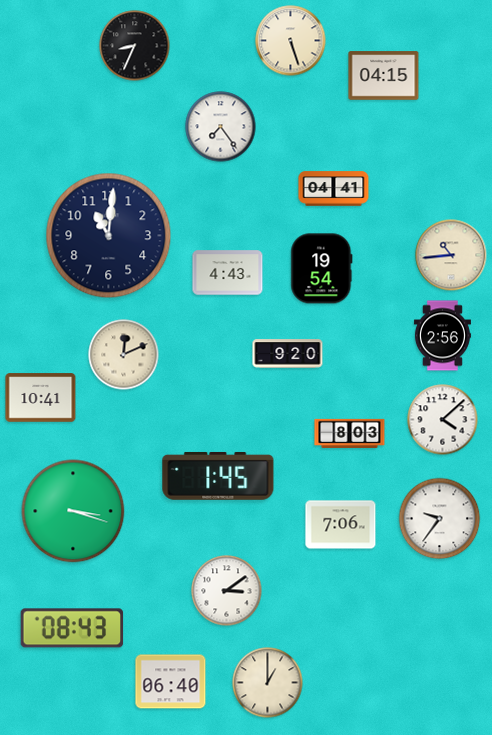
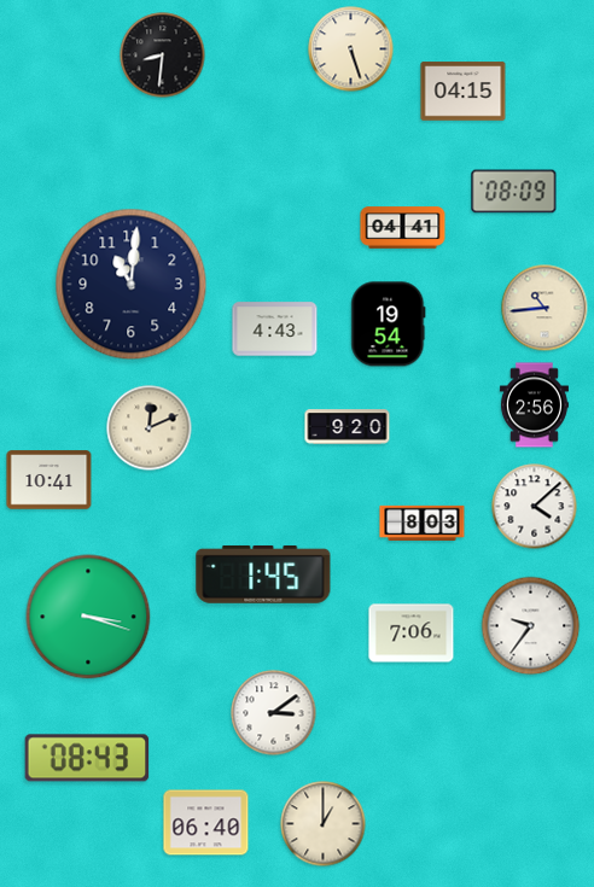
clock at (135, 46): 8:34 -> 8:31
clock at (221, 127): 7:24 -> none
clock at (514, 192): none -> 08:09
